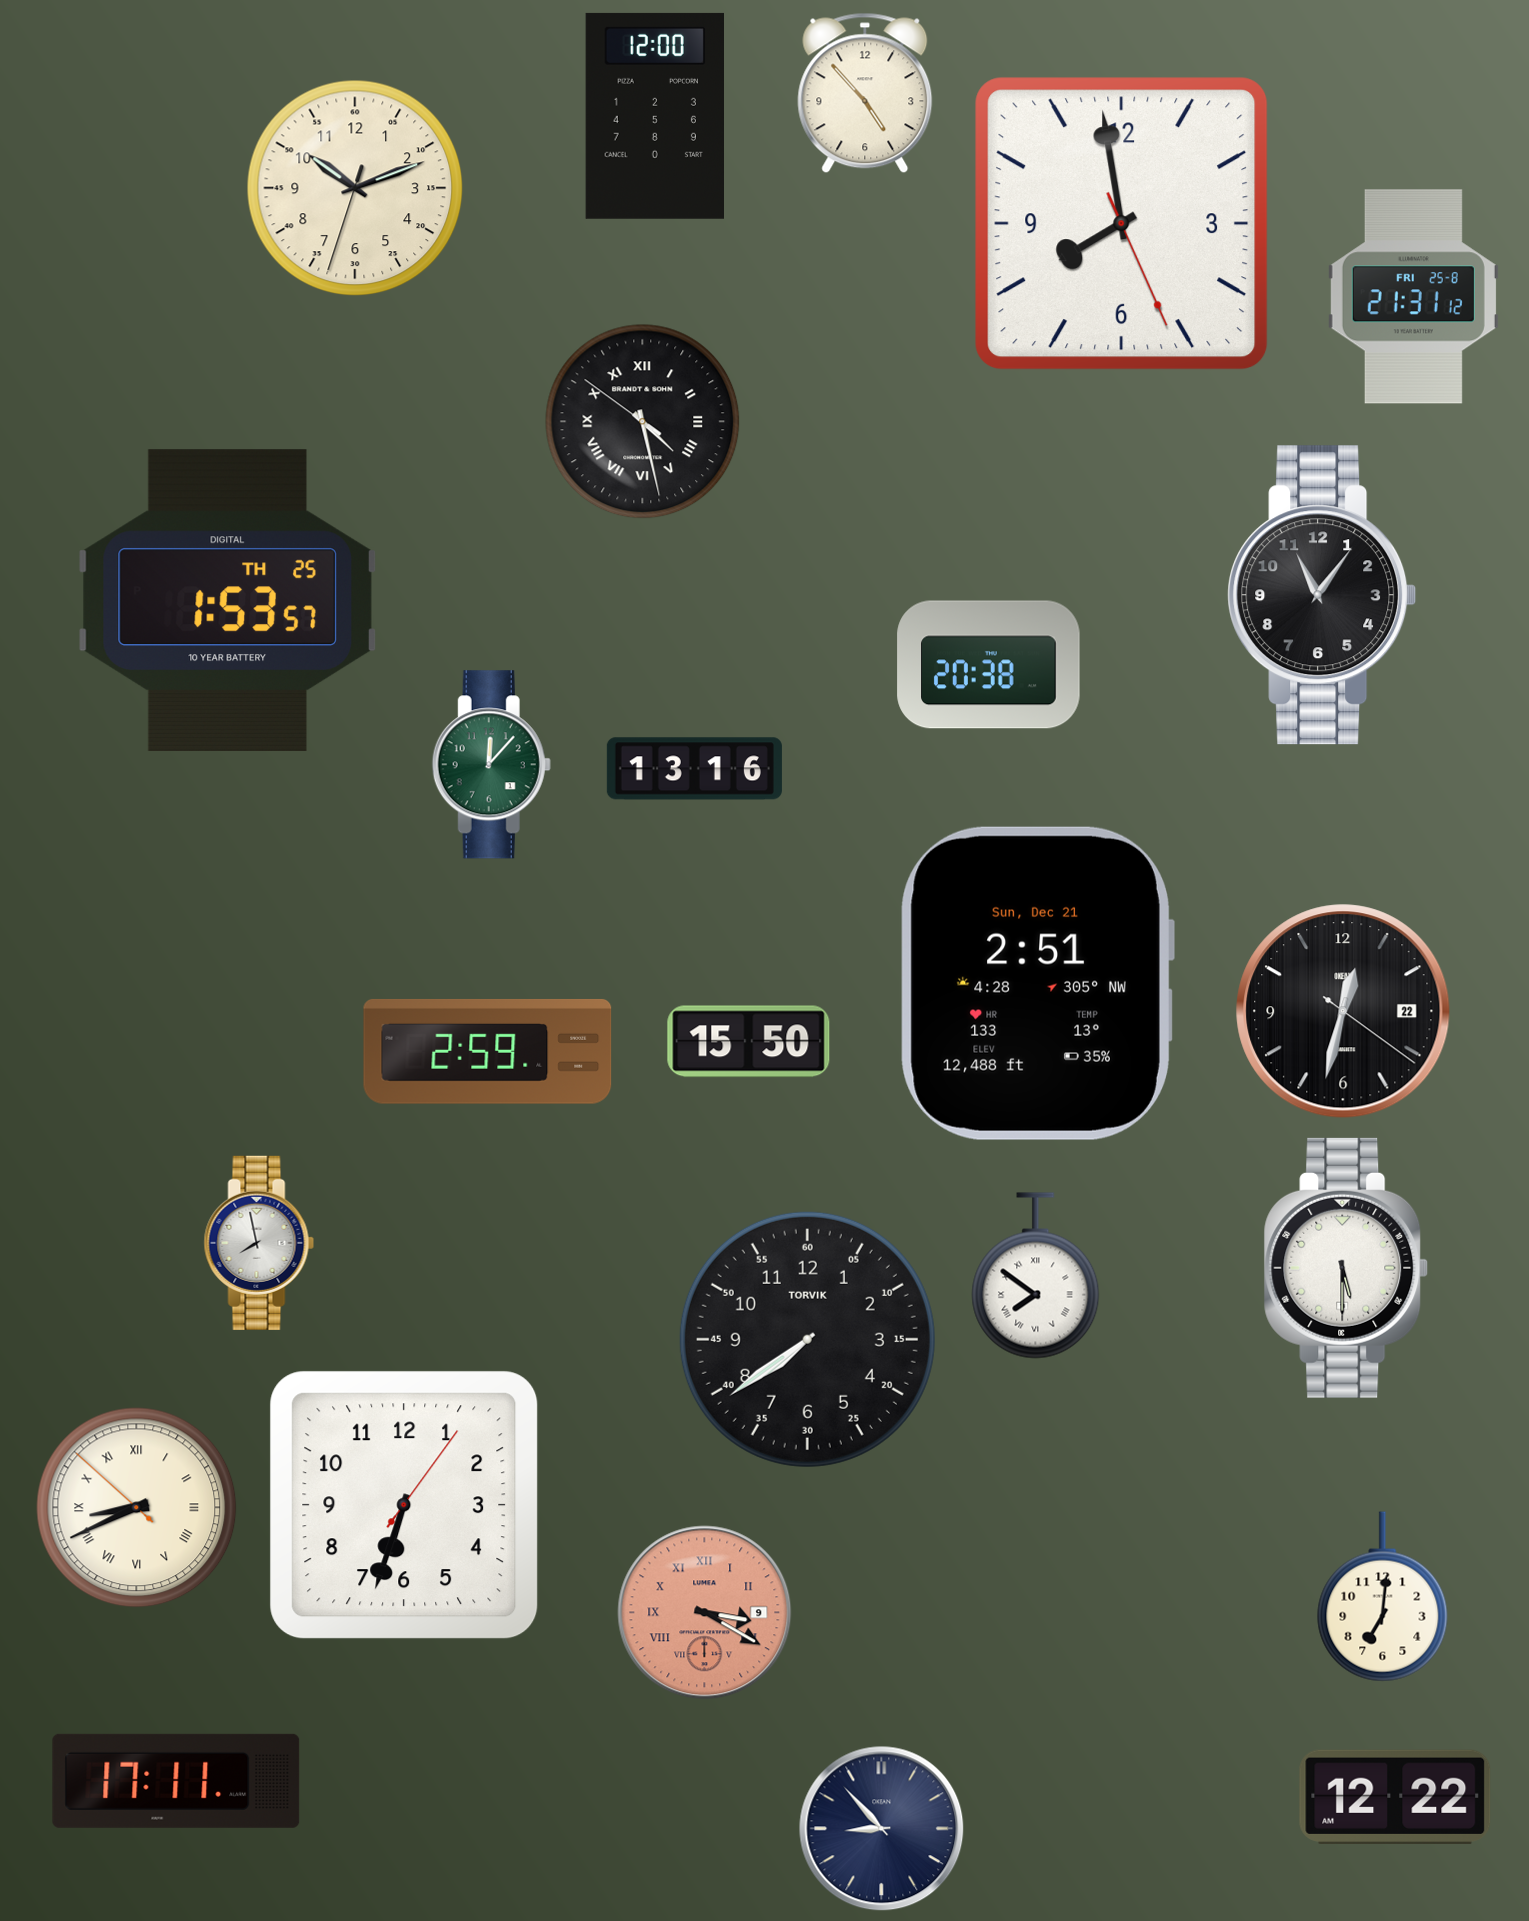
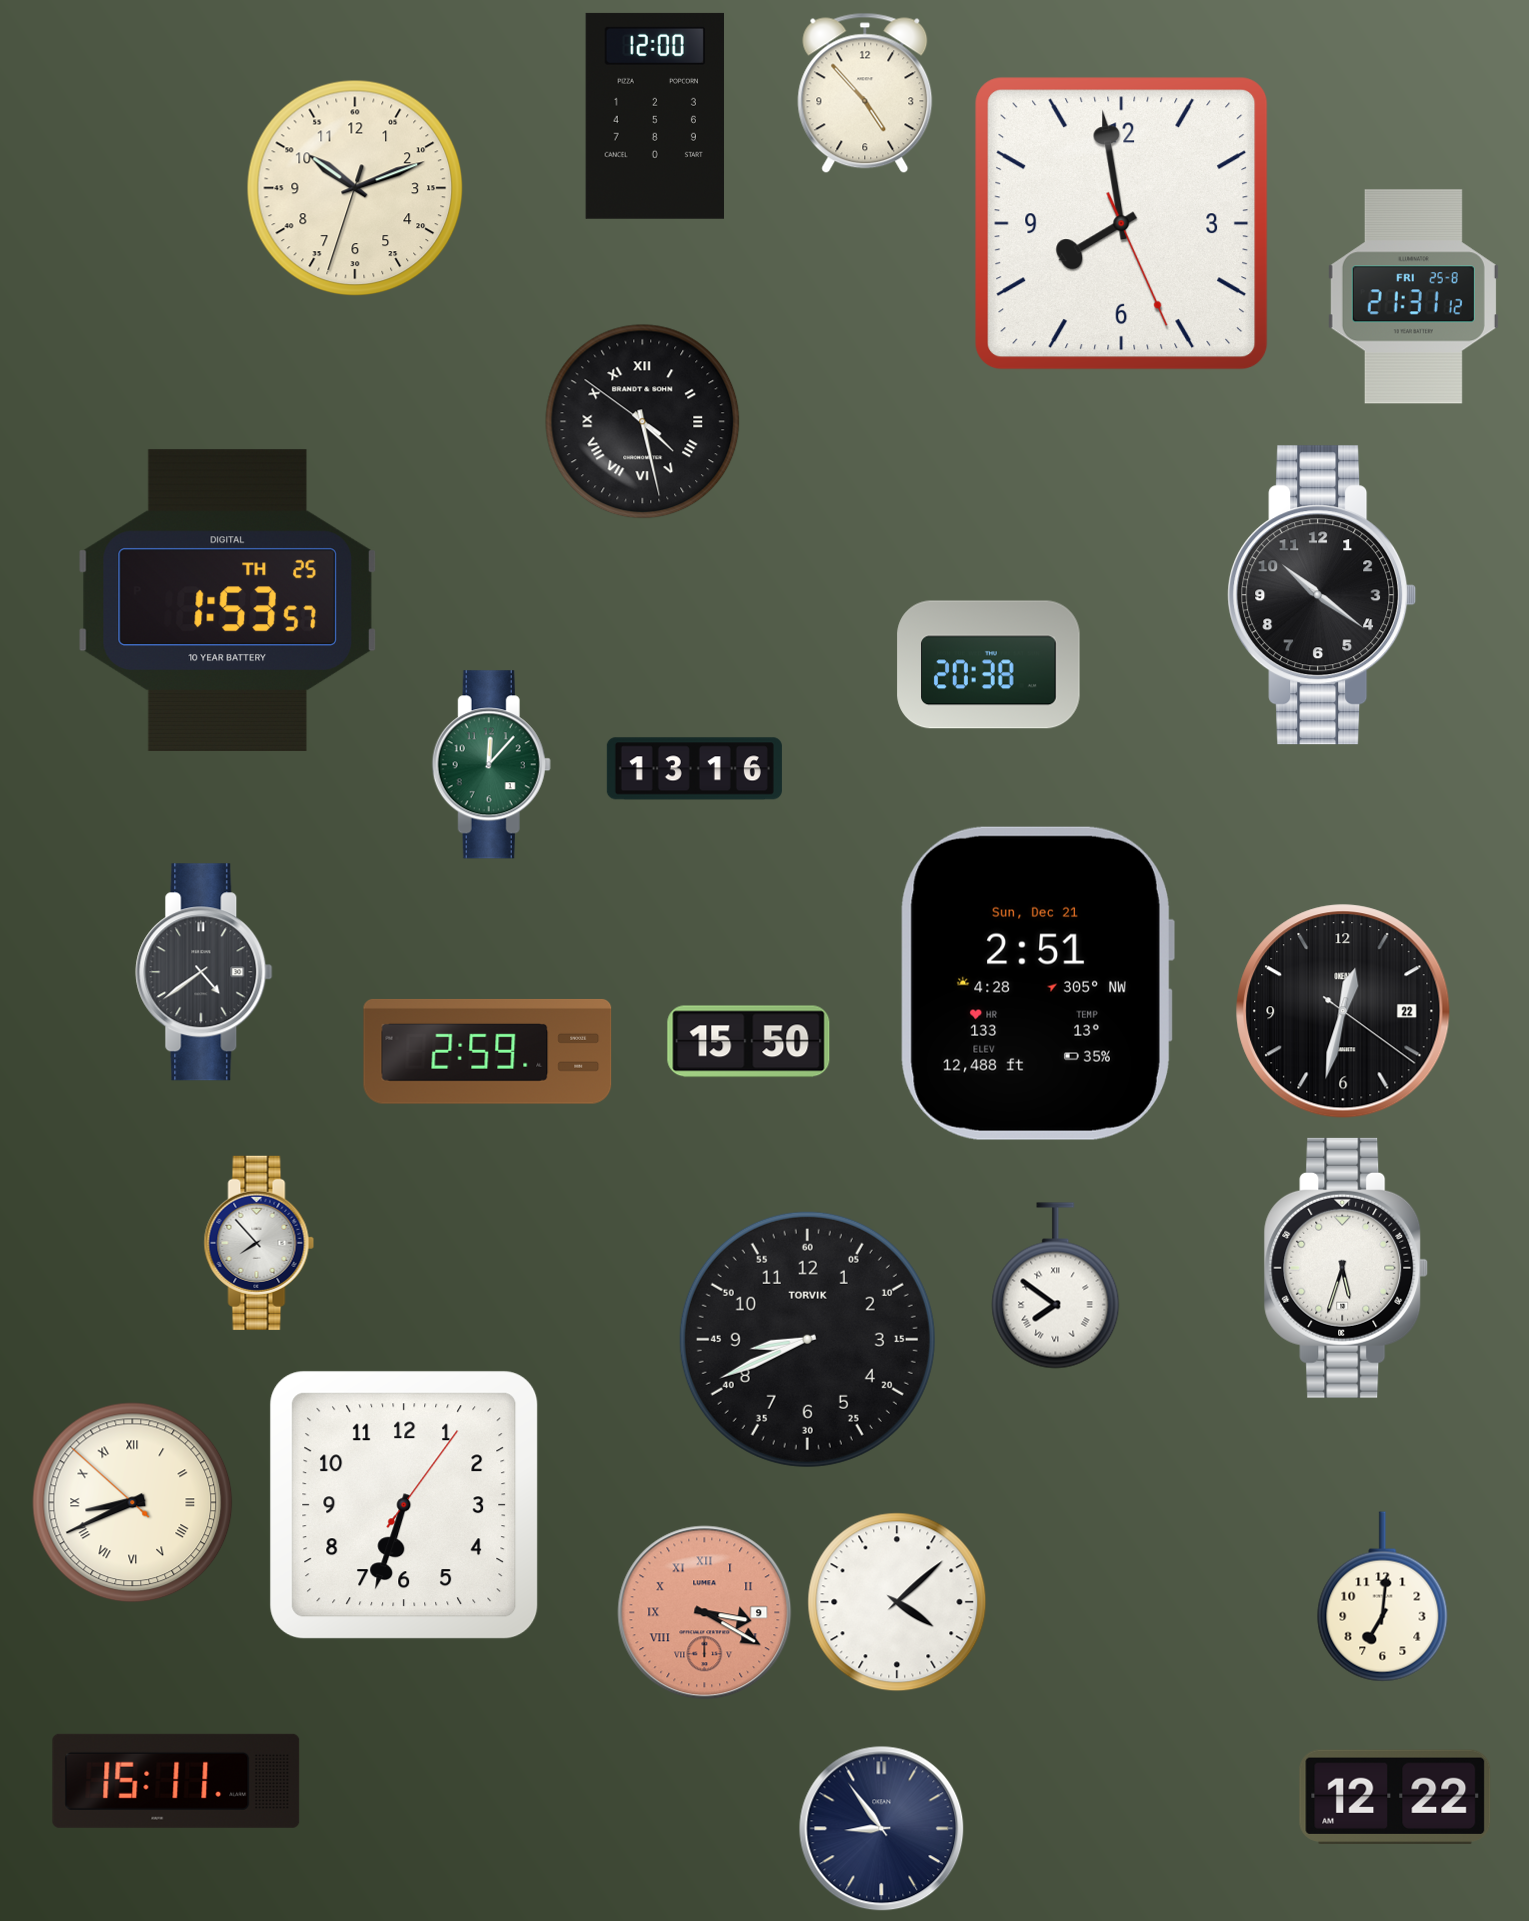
clock at (1322, 595): 11:06 -> 10:21
clock at (204, 972): none -> 4:39
clock at (259, 1243): 7:58 -> 7:53
clock at (1346, 1268): 5:30 -> 5:33
clock at (1036, 1276) position: (1036, 1276) -> (1056, 1286)
clock at (807, 1339): 7:39 -> 8:41
clock at (137, 1508) position: (137, 1508) -> (133, 1503)
clock at (897, 1602): none -> 4:08
clock at (176, 1781): 17:11 -> 15:11
clock at (882, 1829): 8:53 -> 8:54
